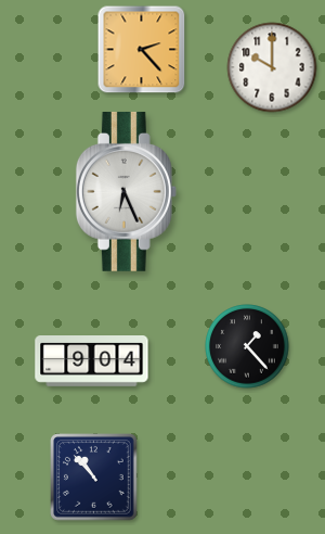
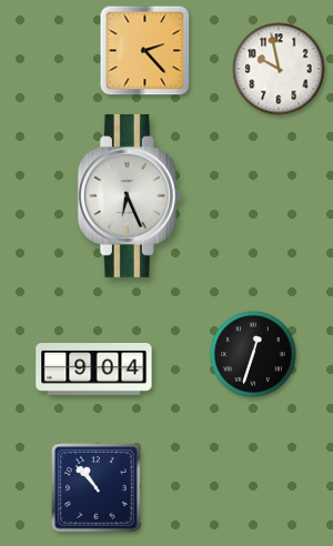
clock at (272, 67): 10:00 -> 9:58
clock at (247, 346): 1:23 -> 12:33
